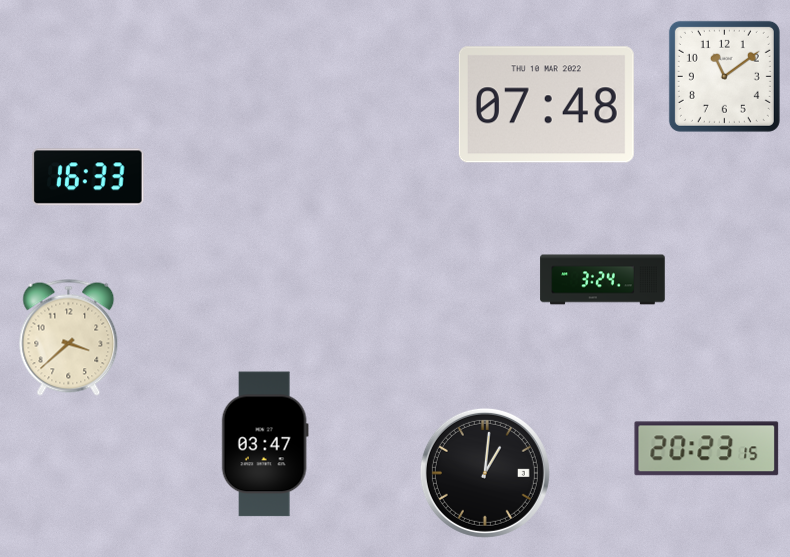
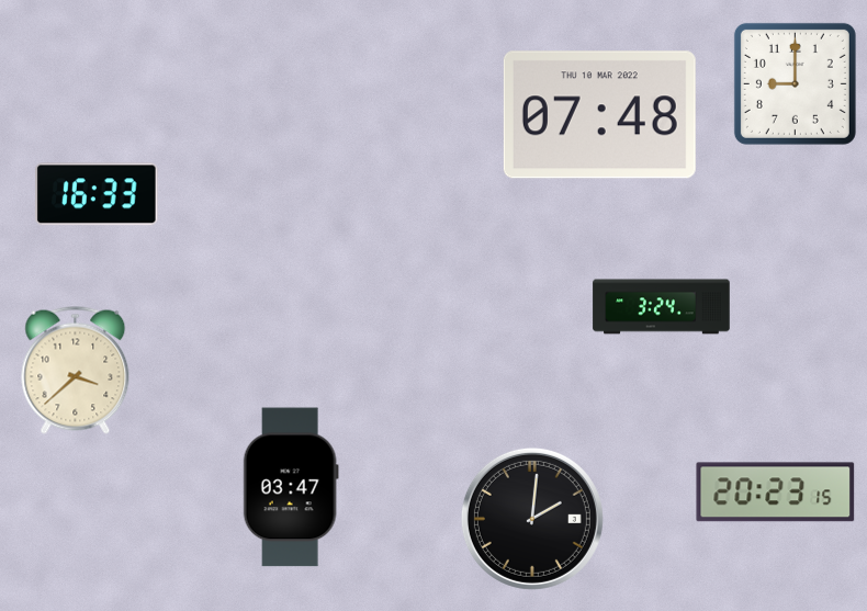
clock at (724, 76): 11:09 -> 9:00
clock at (485, 473): 1:01 -> 2:01
